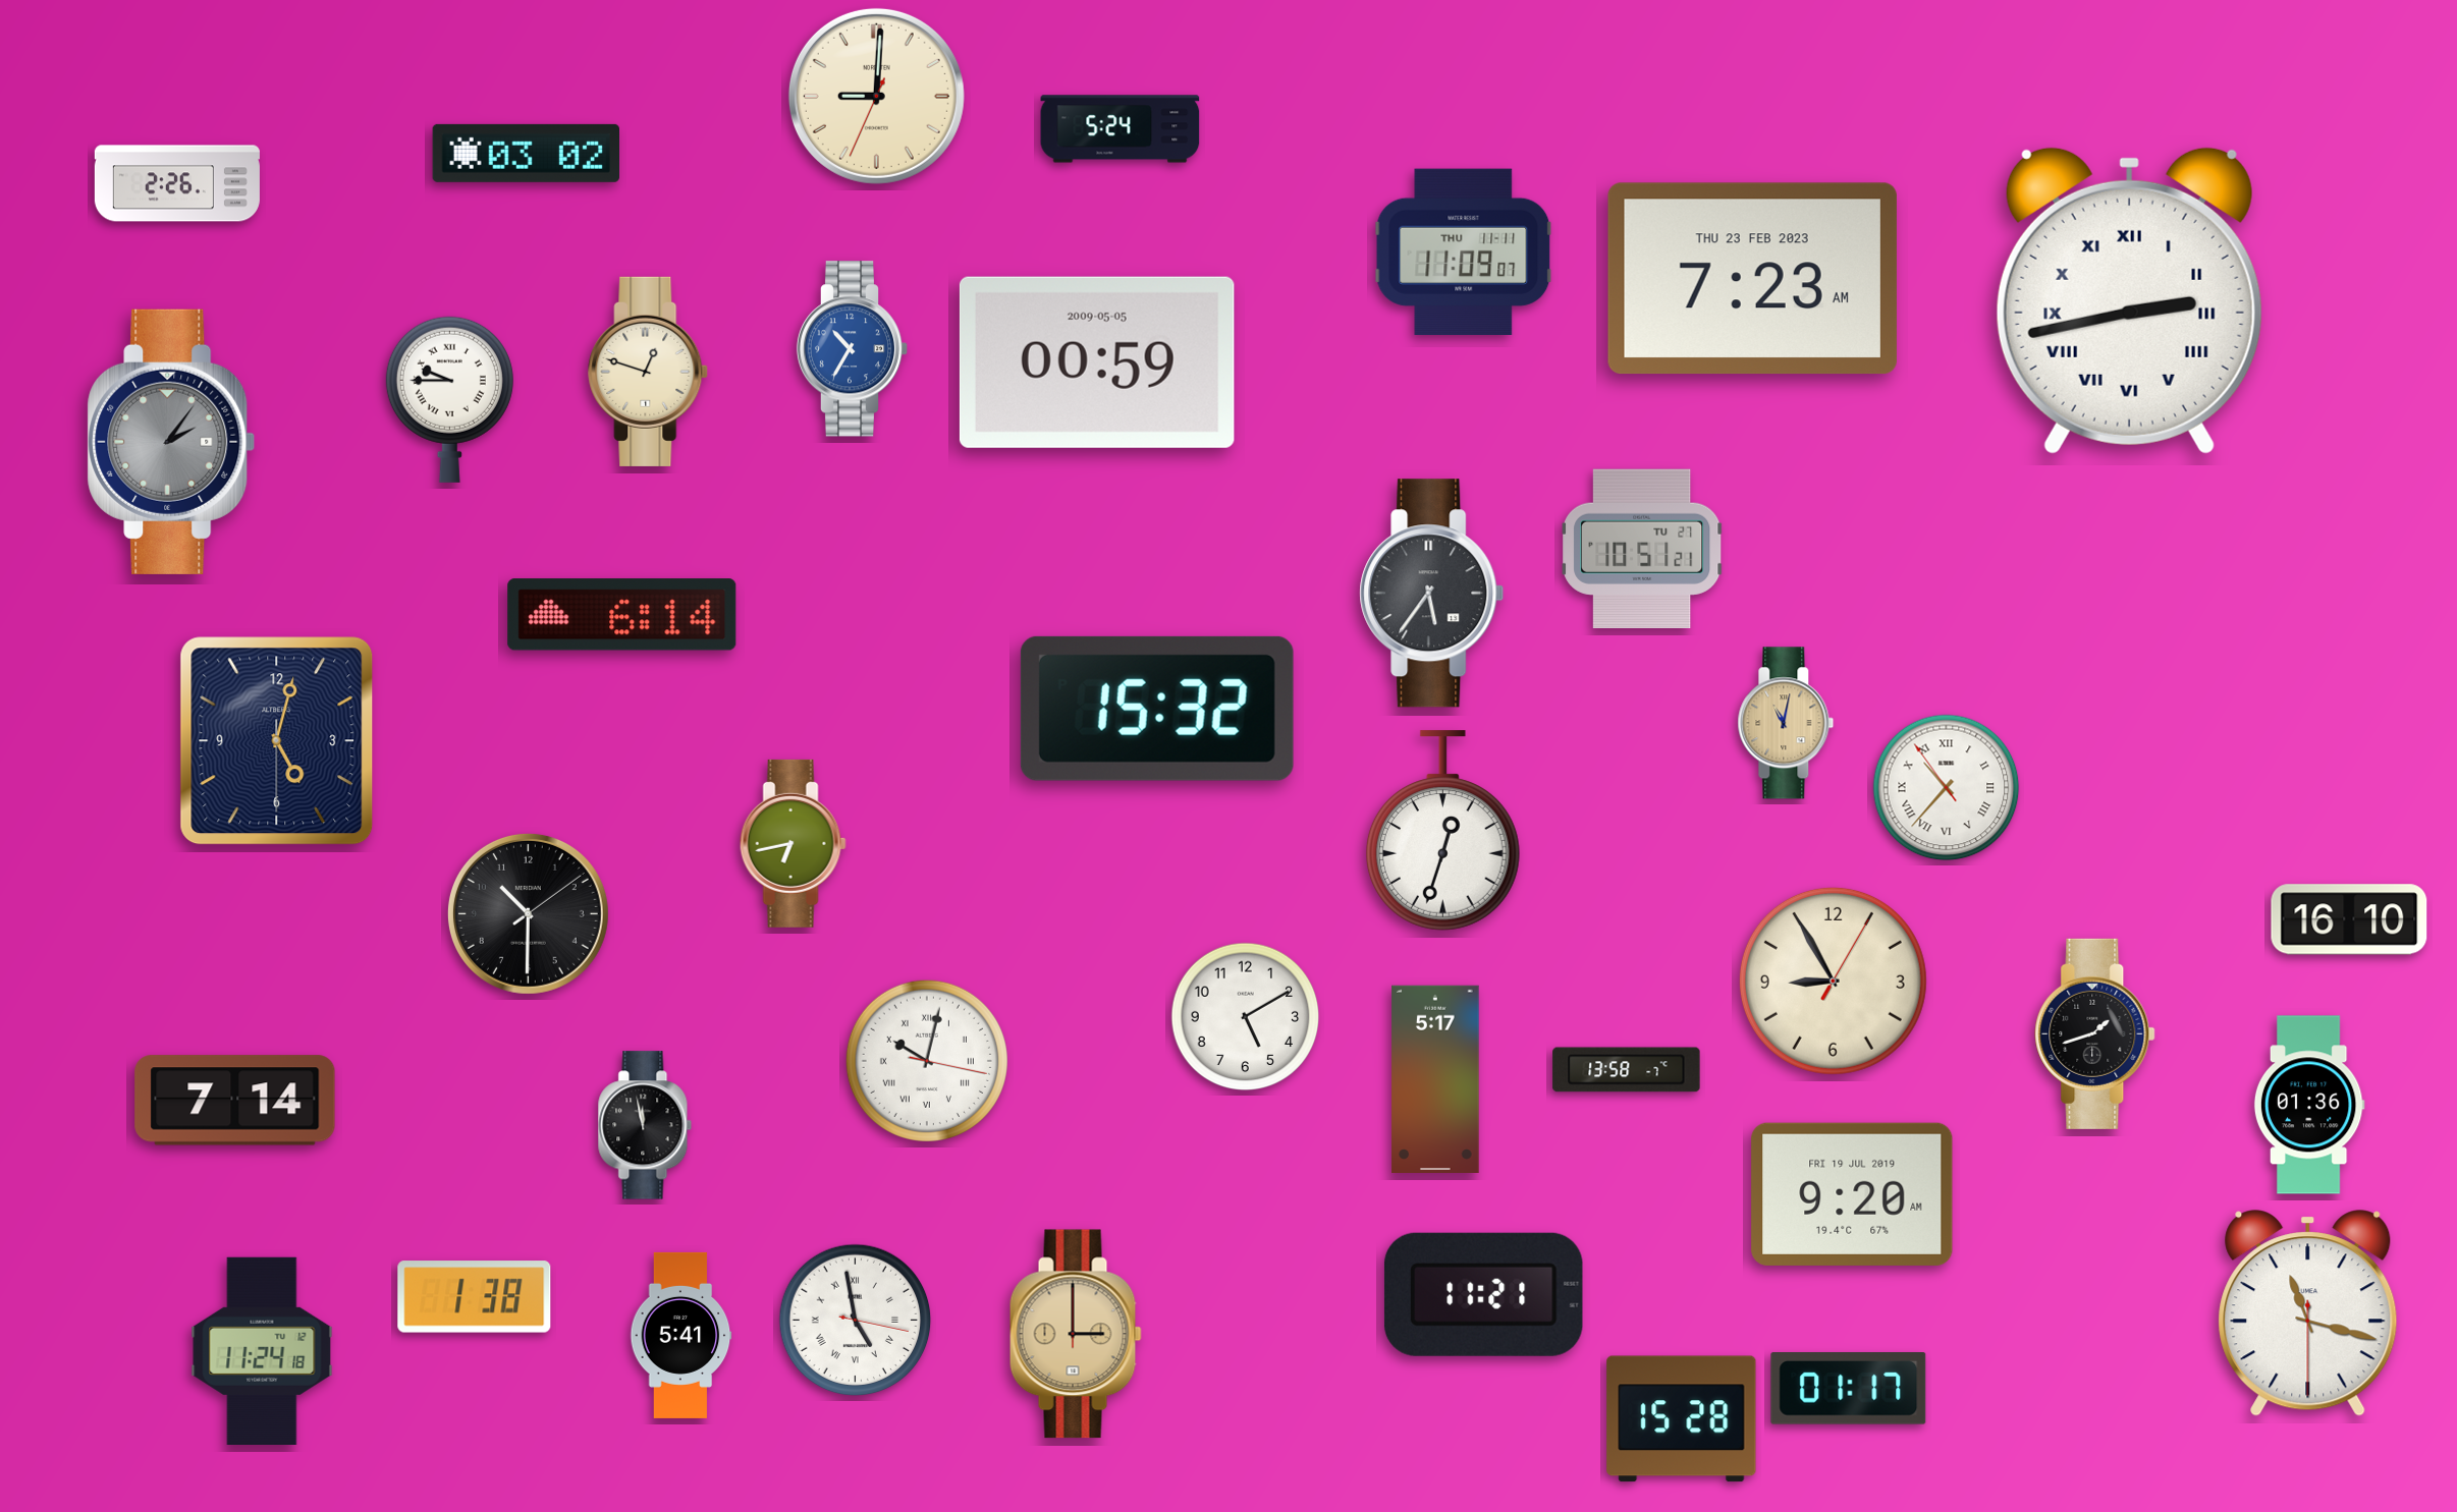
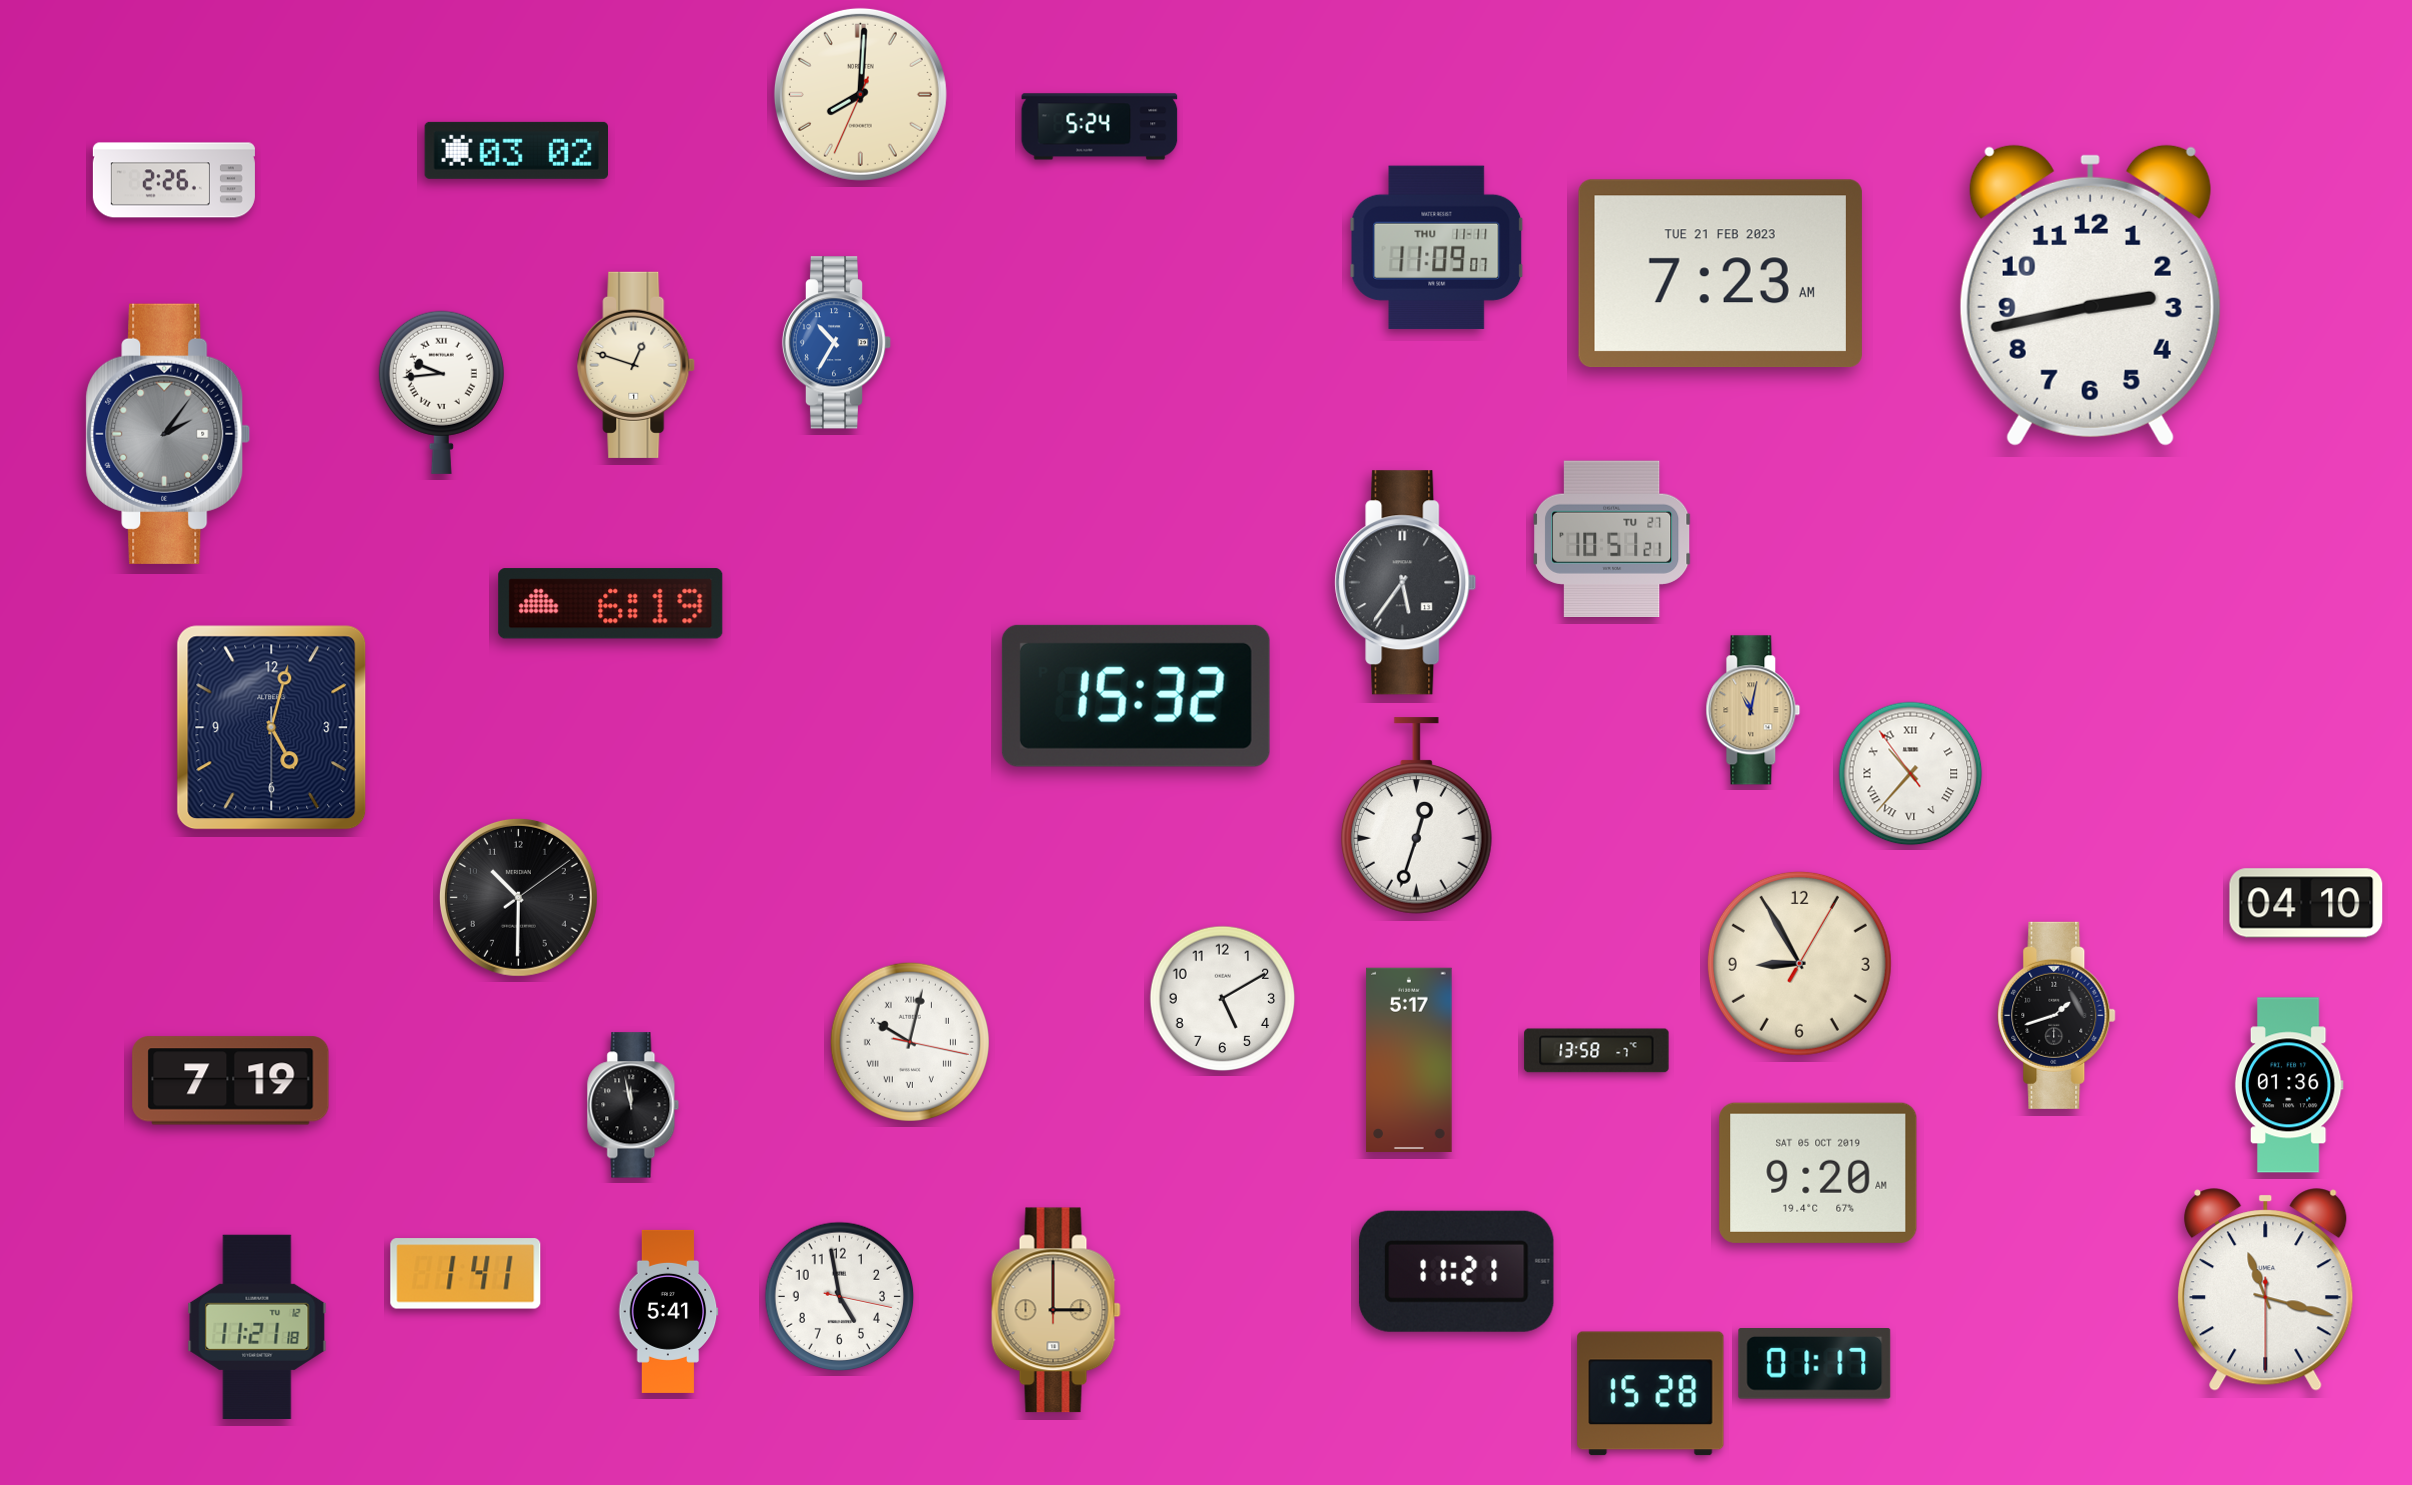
clock at (876, 96): 9:00 -> 8:00
clock at (1752, 279) date: THU 23 FEB 2023 -> TUE 21 FEB 2023
clock at (2129, 300) numerals: Roman -> Arabic
clock at (1097, 362): 00:59 -> none
clock at (449, 399): 9:45 -> 9:44
clock at (622, 615): 6:14 -> 6:19
clock at (793, 843): 6:43 -> none
clock at (2349, 919): 16:10 -> 04:10
clock at (235, 1101): 7:14 -> 7:19
clock at (2309, 1105) position: (2309, 1105) -> (2289, 1085)
clock at (1852, 1194) date: FRI 19 JUL 2019 -> SAT 05 OCT 2019
clock at (475, 1297): 1:38 -> 1:41
clock at (856, 1321) numerals: Roman -> Arabic
clock at (262, 1350): 11:24 -> 11:21
